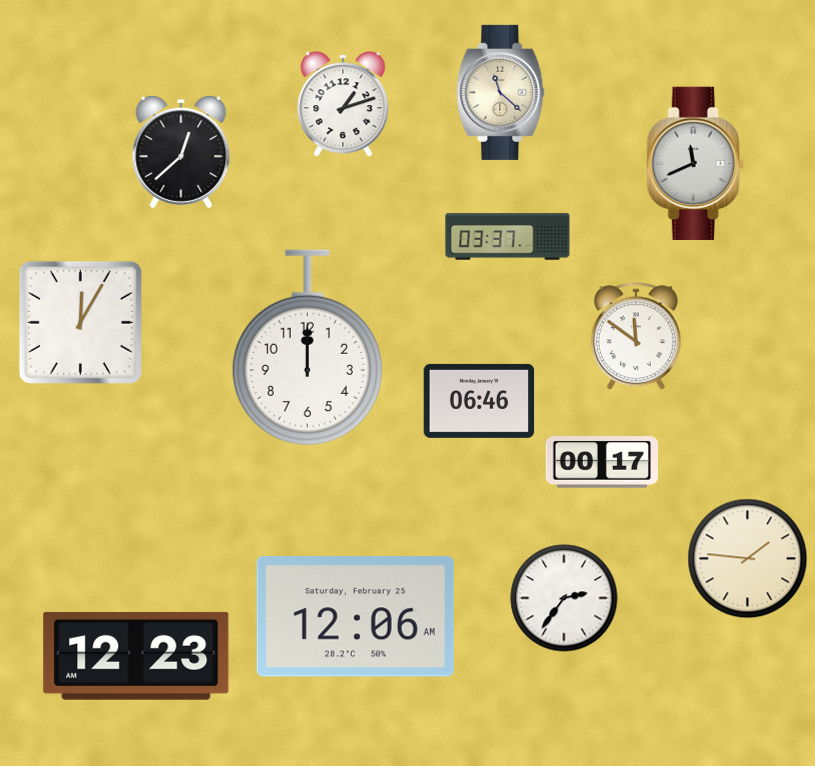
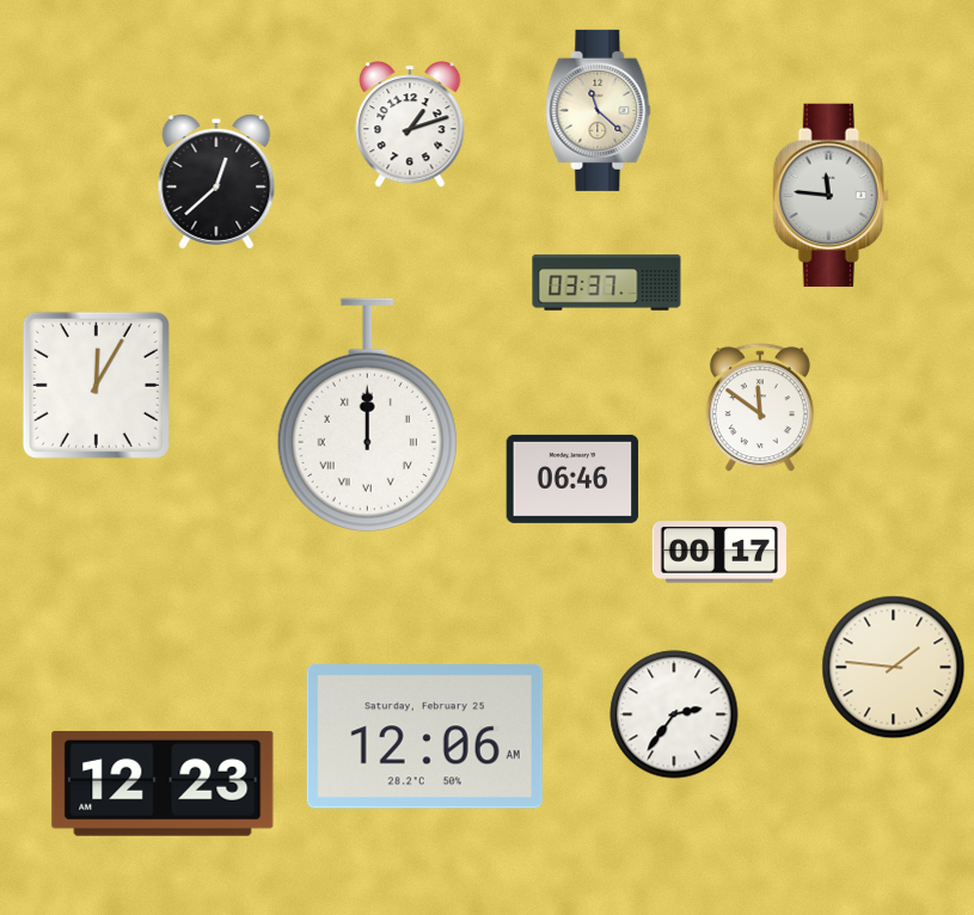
clock at (695, 163): 11:41 -> 11:46
clock at (636, 337) position: (636, 337) -> (760, 409)
clock at (307, 348) numerals: Arabic -> Roman
